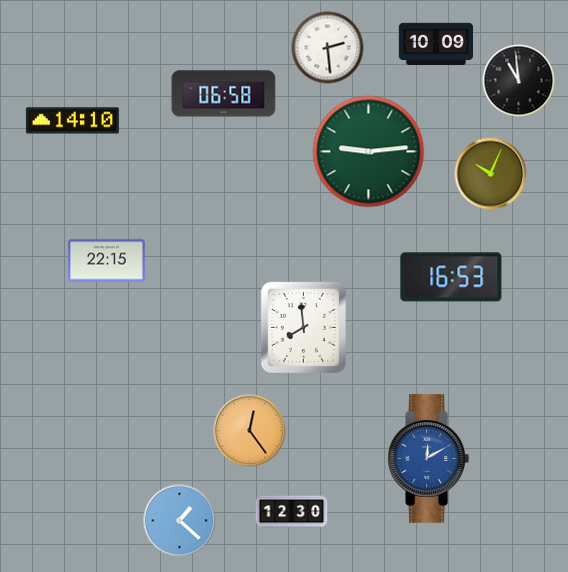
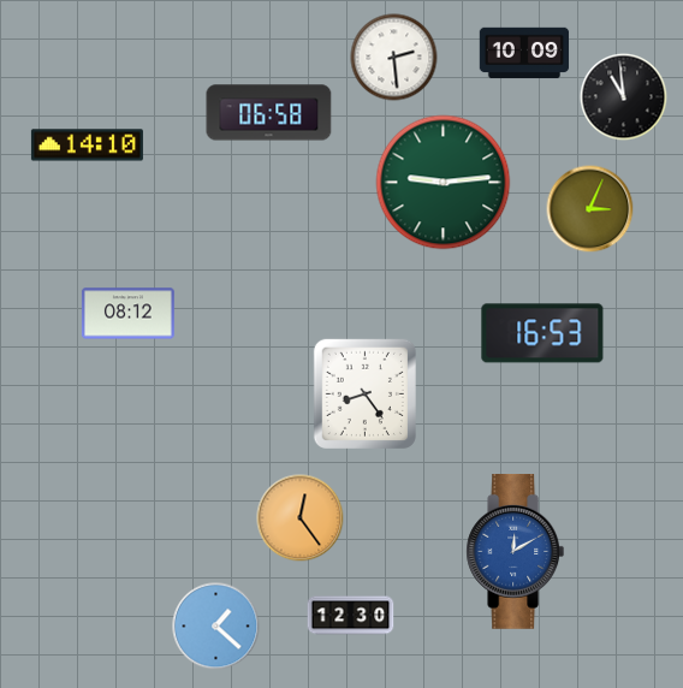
clock at (491, 174): 10:04 -> 3:04
clock at (106, 261): 22:15 -> 08:12
clock at (303, 327): 7:59 -> 8:24
